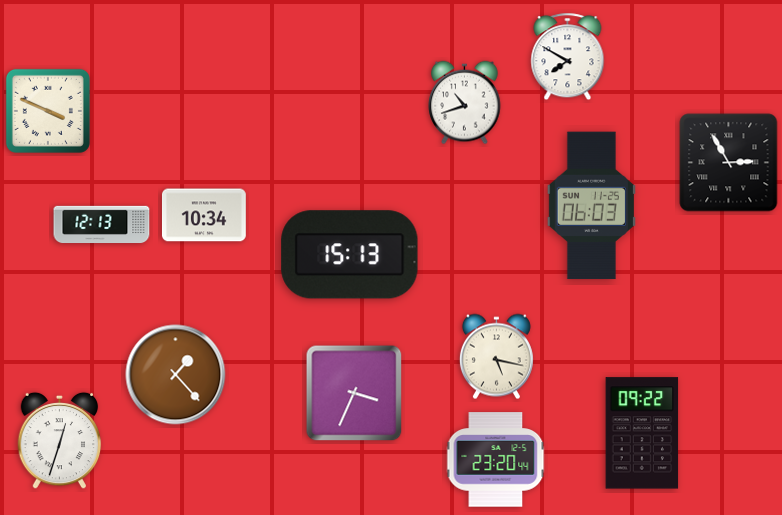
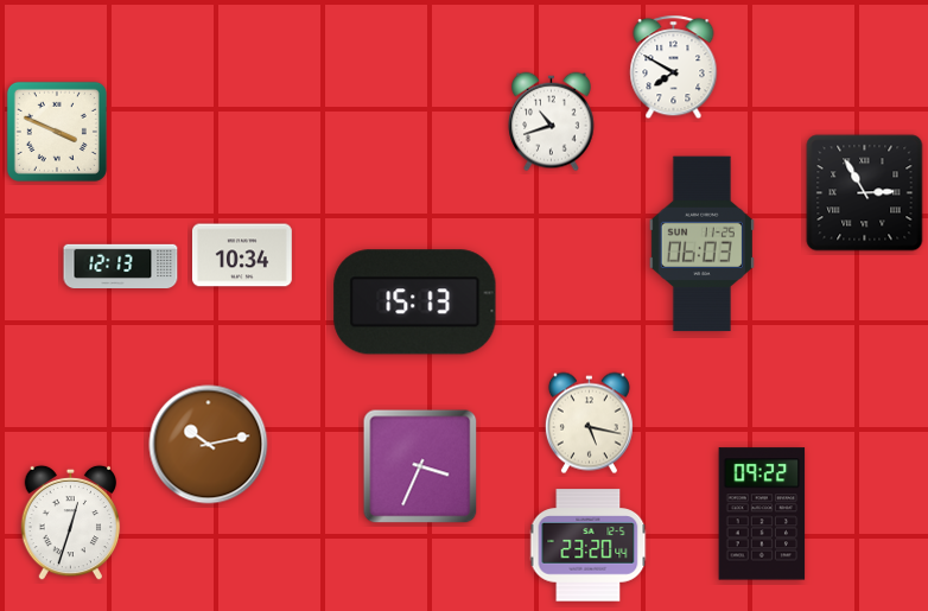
clock at (176, 375): 1:23 -> 10:13
